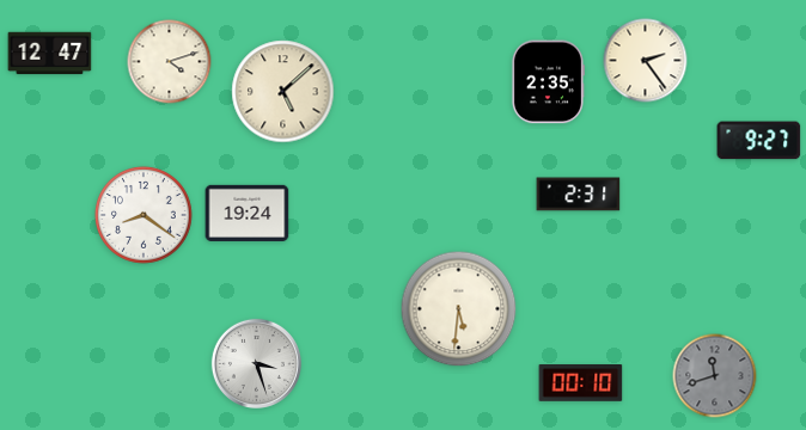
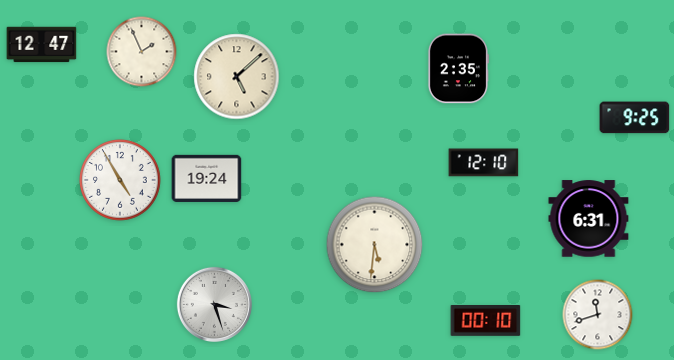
clock at (646, 61): 2:24 -> none
clock at (170, 62): 4:12 -> 1:56
clock at (759, 141): 9:27 -> 9:25
clock at (579, 195): 2:31 -> 12:10
clock at (144, 215): 8:21 -> 4:55
clock at (589, 219): none -> 6:31
clock at (459, 309) position: (459, 309) -> (375, 245)
clock at (715, 376) dial: grey -> white
